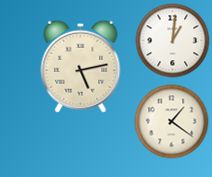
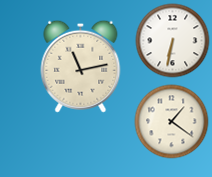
clock at (173, 41): 1:01 -> 6:32
clock at (81, 66): 5:13 -> 11:13
